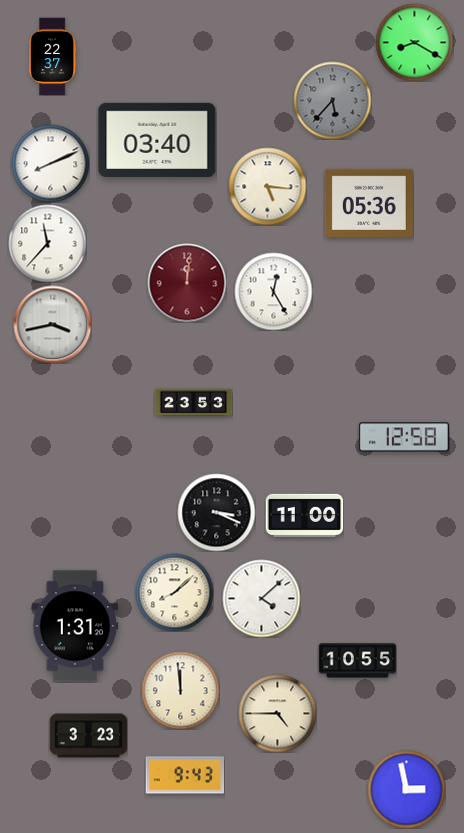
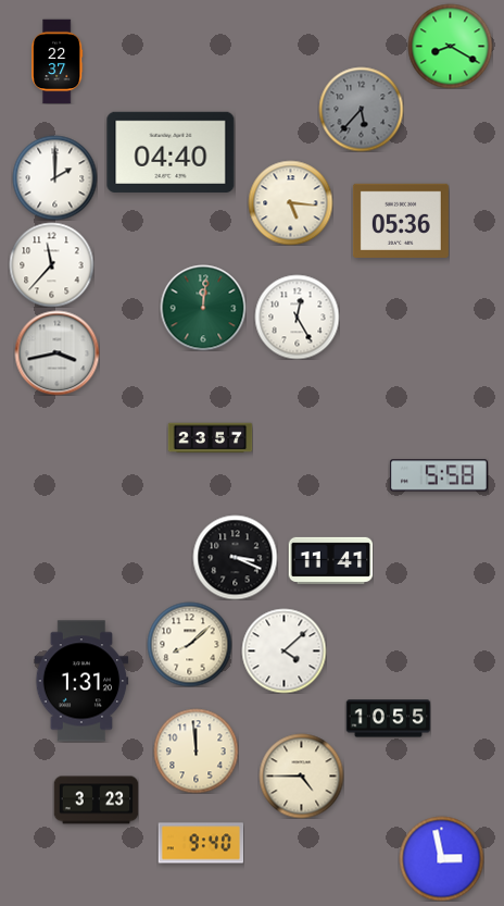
clock at (157, 139): 03:40 -> 04:40
clock at (50, 163): 8:11 -> 2:00
clock at (187, 283) dial: burgundy -> green
clock at (193, 403): 23:53 -> 23:57
clock at (404, 437): 12:58 -> 5:58
clock at (304, 515): 11:00 -> 11:41
clock at (185, 775): 9:43 -> 9:40
